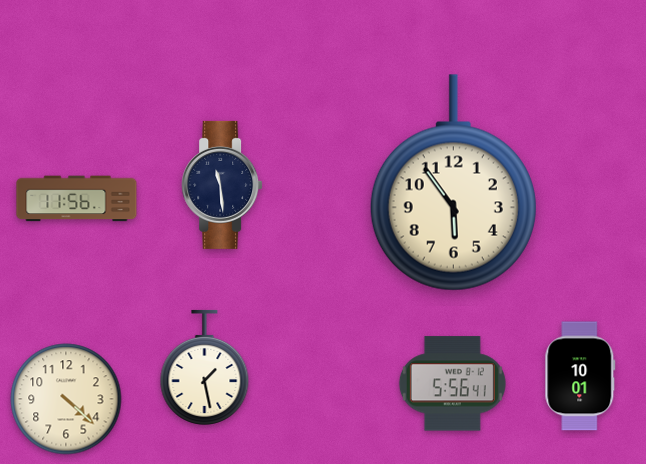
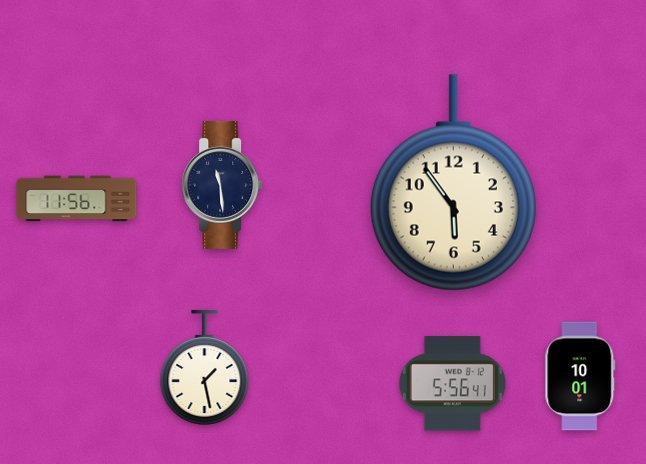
clock at (66, 399): 4:22 -> none
